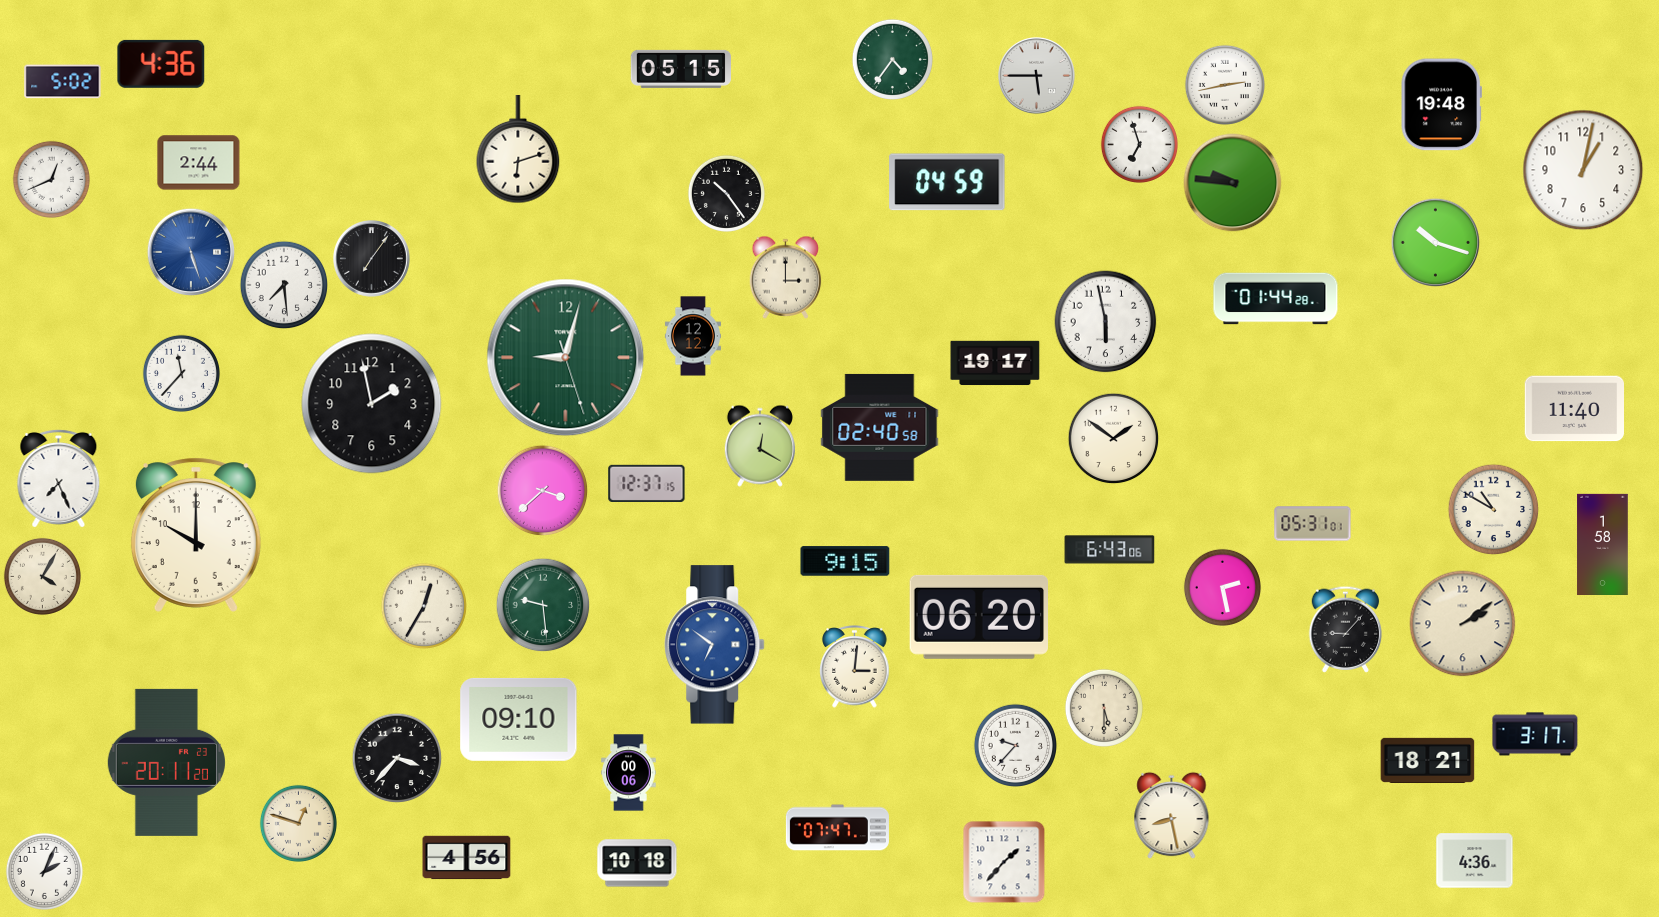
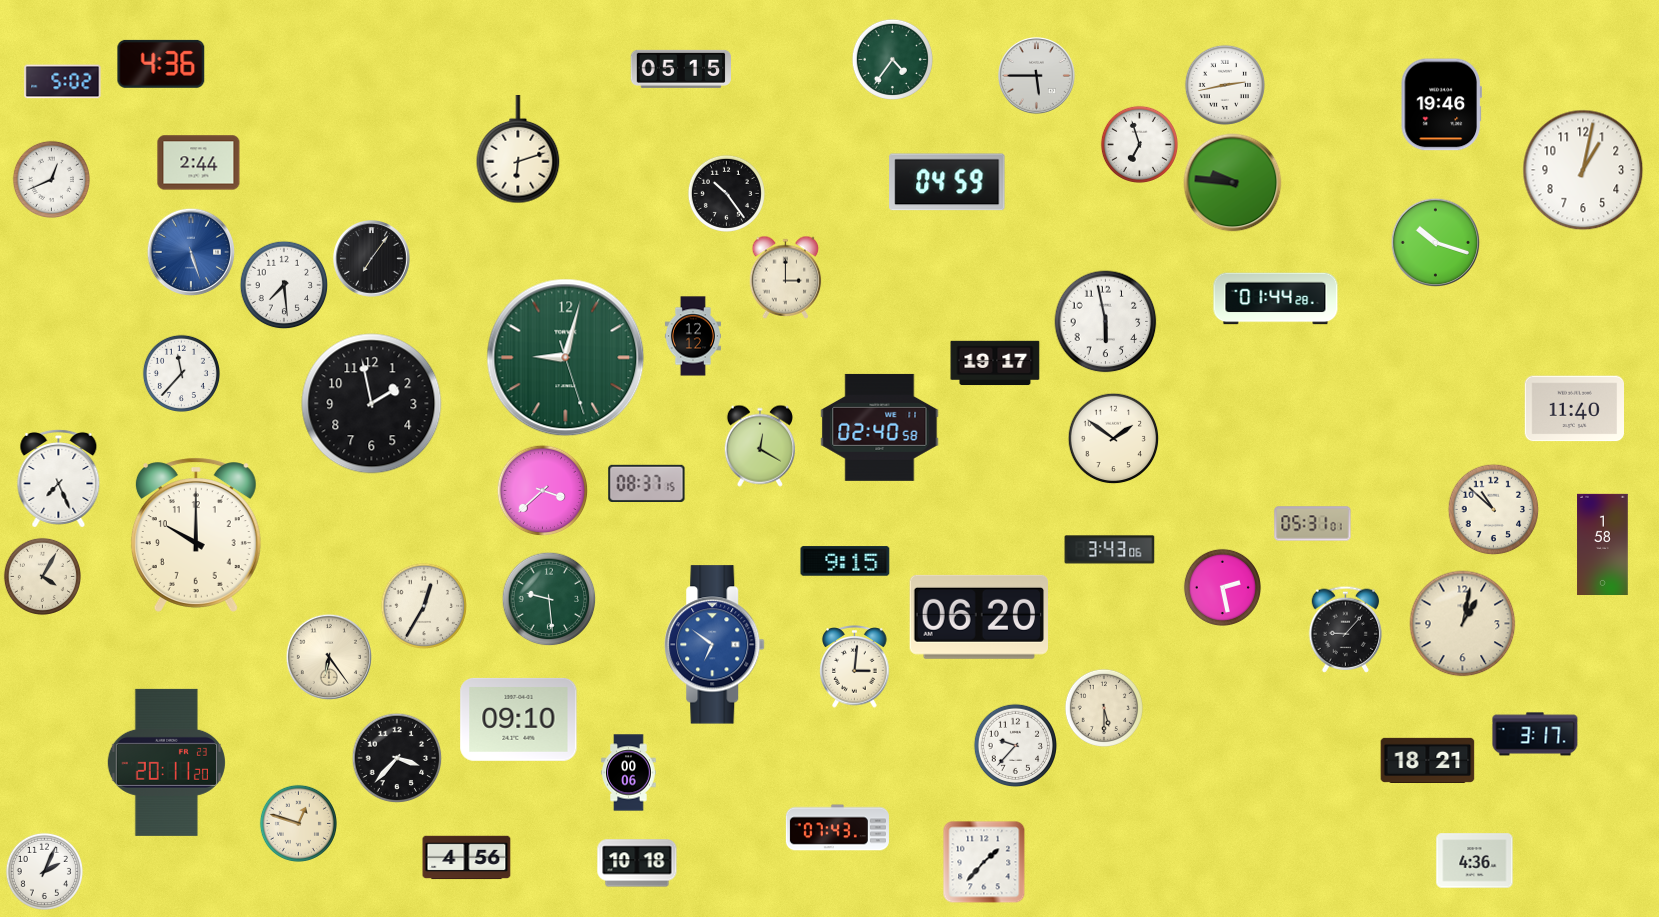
clock at (1441, 105): 19:48 -> 19:46
clock at (647, 483): 12:37 -> 08:37
clock at (1493, 509): 10:50 -> 10:52
clock at (1110, 550): 6:43 -> 3:43
clock at (543, 605) position: (543, 605) -> (549, 599)
clock at (1463, 624): 2:09 -> 1:02
clock at (329, 657): none -> 6:24
clock at (1172, 815): 8:28 -> none
clock at (837, 828): 07:47 -> 07:43
clock at (1004, 862) position: (1004, 862) -> (984, 862)
